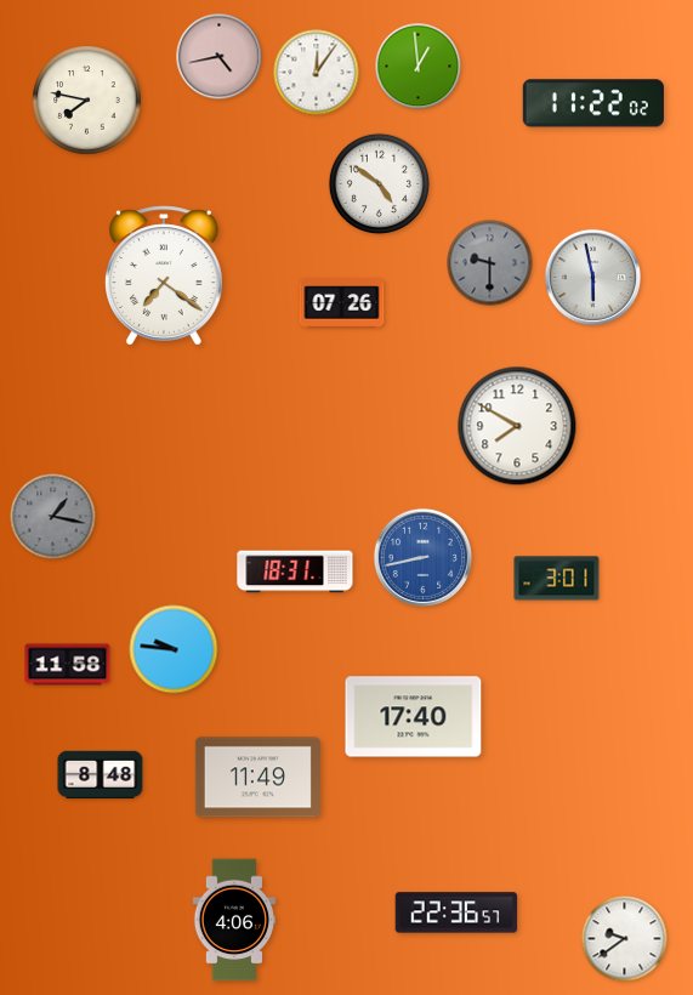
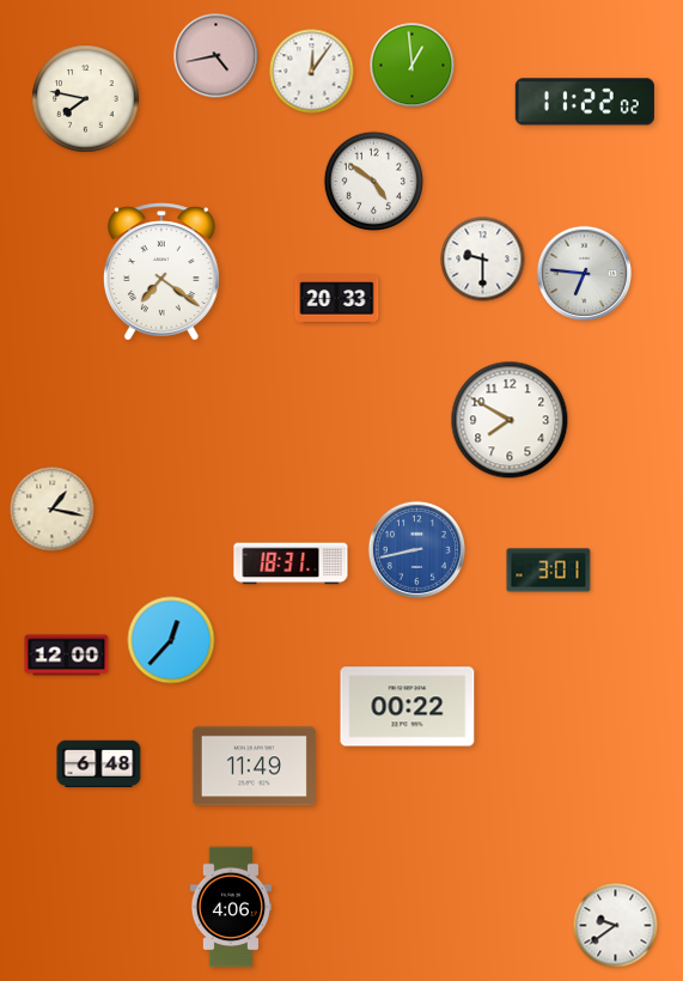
clock at (490, 263) dial: grey -> white
clock at (593, 278): 5:58 -> 6:46
clock at (342, 303): 07:26 -> 20:33
clock at (53, 517) dial: grey -> cream
clock at (174, 649): 9:46 -> 12:37
clock at (68, 665): 11:58 -> 12:00
clock at (414, 717): 17:40 -> 00:22
clock at (101, 775): 8:48 -> 6:48
clock at (456, 912): 22:36 -> none
